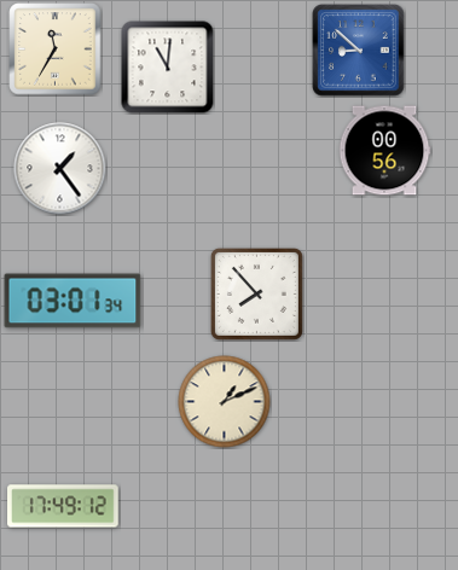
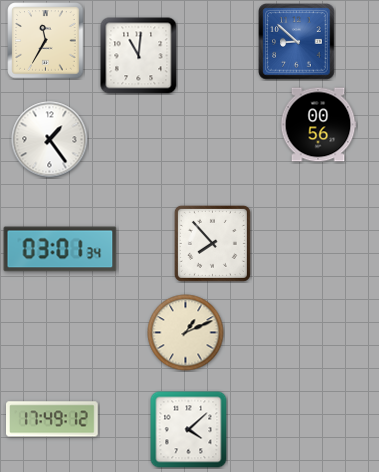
clock at (189, 430): none -> 4:08
